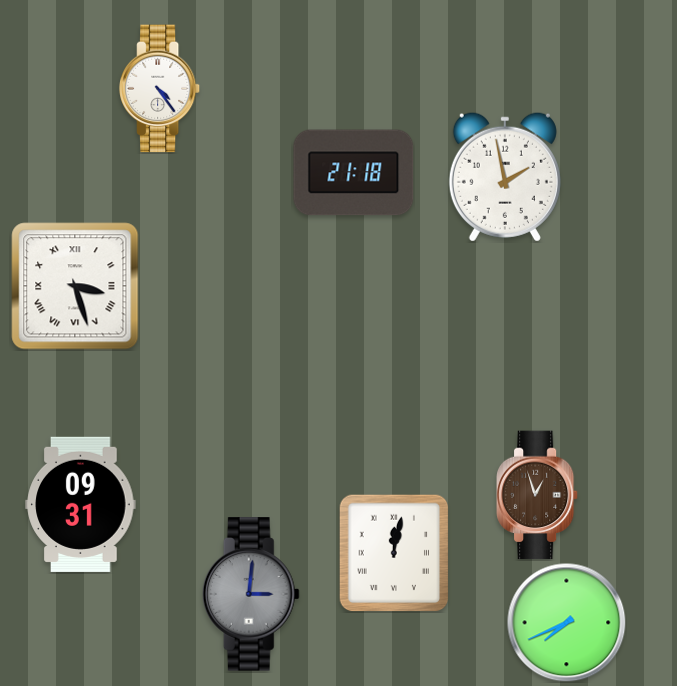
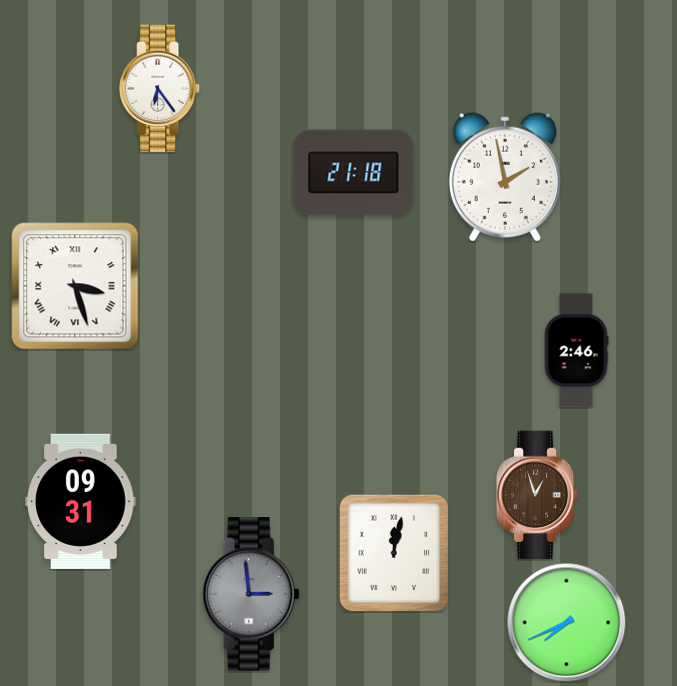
clock at (160, 89): 4:24 -> 6:24
clock at (576, 351): none -> 2:46
clock at (81, 504) position: (81, 504) -> (81, 501)
clock at (251, 594): 3:01 -> 2:59
